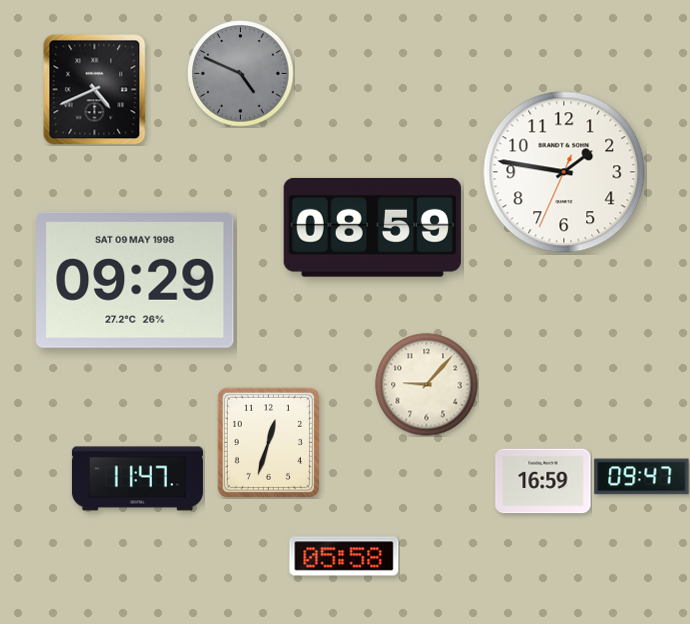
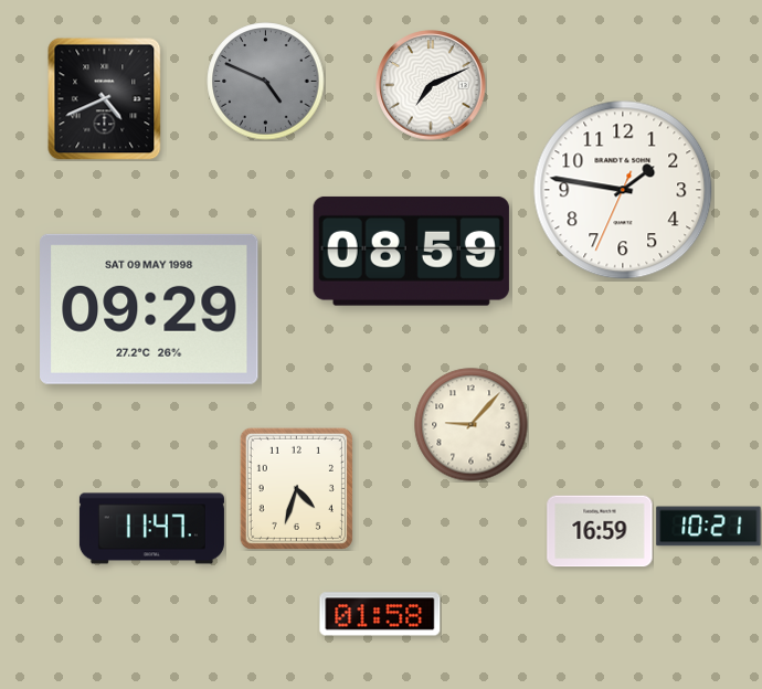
clock at (431, 85): none -> 7:11
clock at (268, 442): 12:33 -> 4:33
clock at (642, 477): 09:47 -> 10:21
clock at (344, 556): 05:58 -> 01:58
